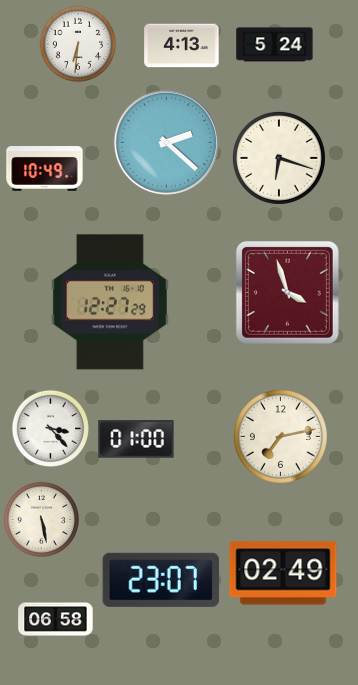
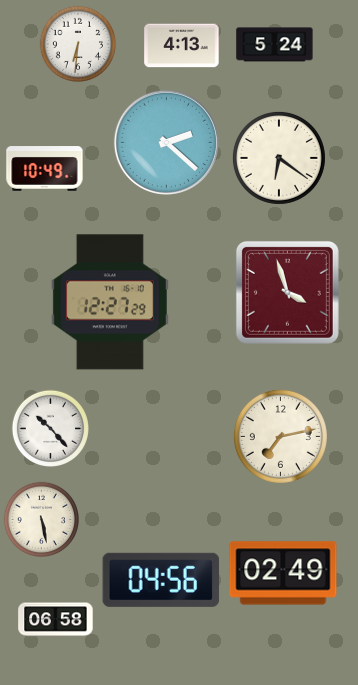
clock at (279, 158): 6:18 -> 6:21
clock at (50, 428): 3:23 -> 10:23
clock at (136, 439): 01:00 -> none
clock at (161, 580): 23:07 -> 04:56
